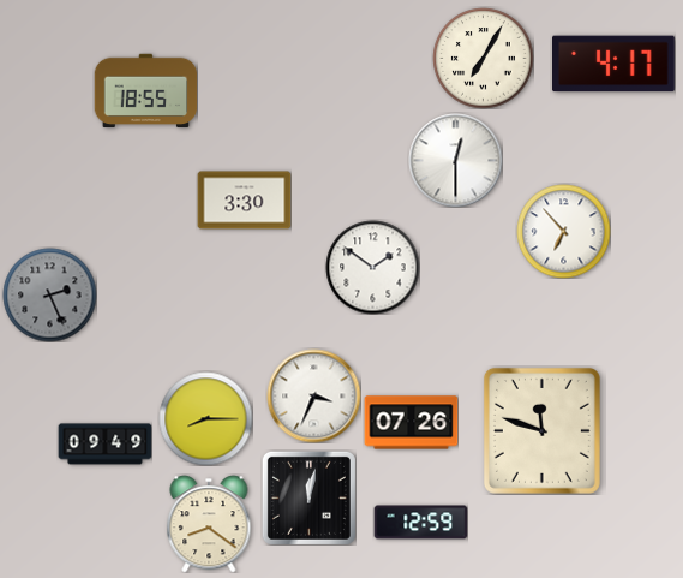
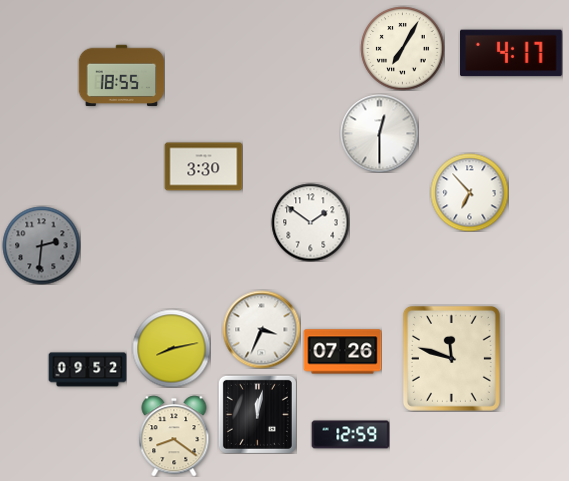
clock at (49, 294): 2:26 -> 2:31
clock at (205, 418): 8:15 -> 8:13
clock at (104, 445): 09:49 -> 09:52
